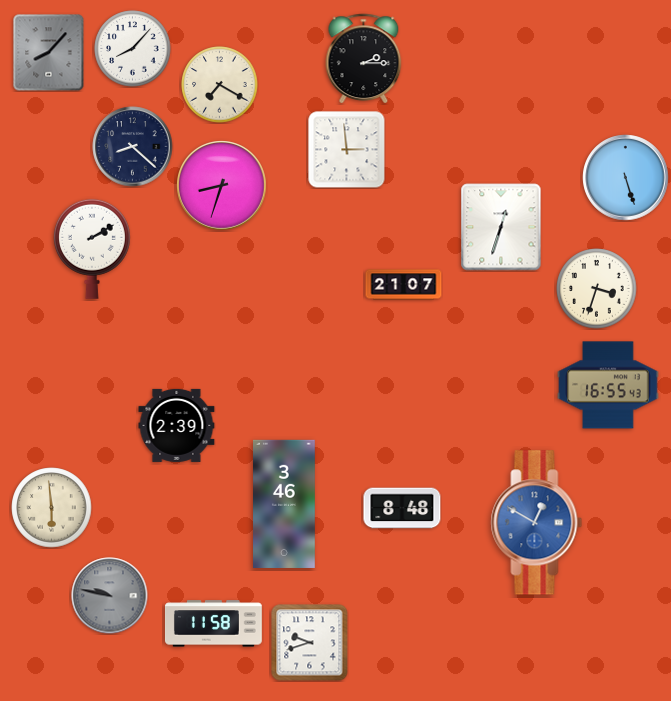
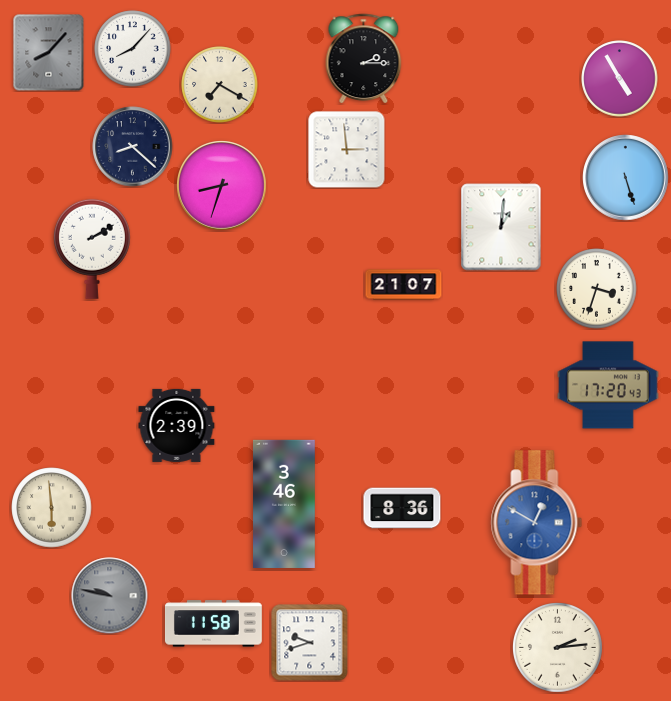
clock at (620, 79): none -> 4:55
clock at (501, 227): 12:33 -> 1:01
clock at (608, 385): 16:55 -> 17:20
clock at (402, 508): 8:48 -> 8:36
clock at (558, 648): none -> 2:14
